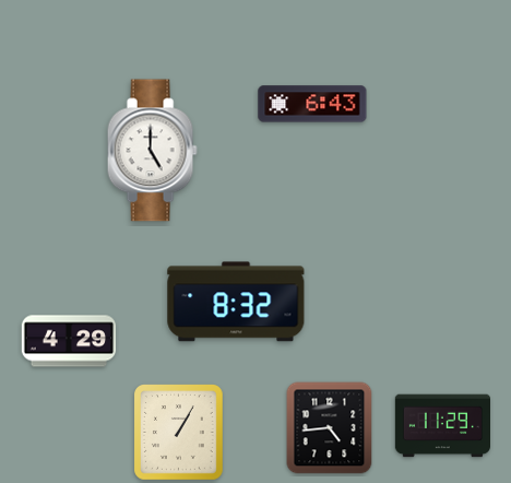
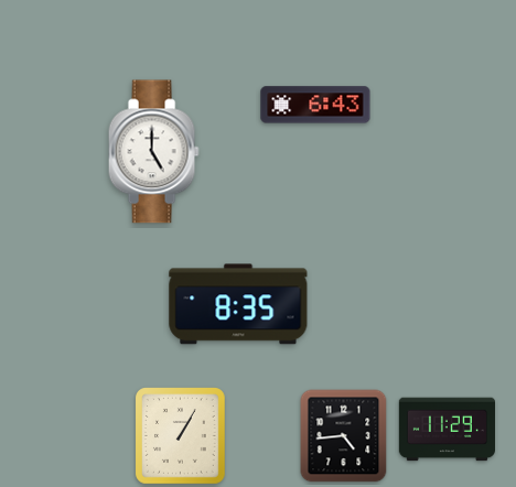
clock at (236, 302): 8:32 -> 8:35
clock at (69, 341): 4:29 -> none
clock at (330, 428) position: (330, 428) -> (344, 436)
